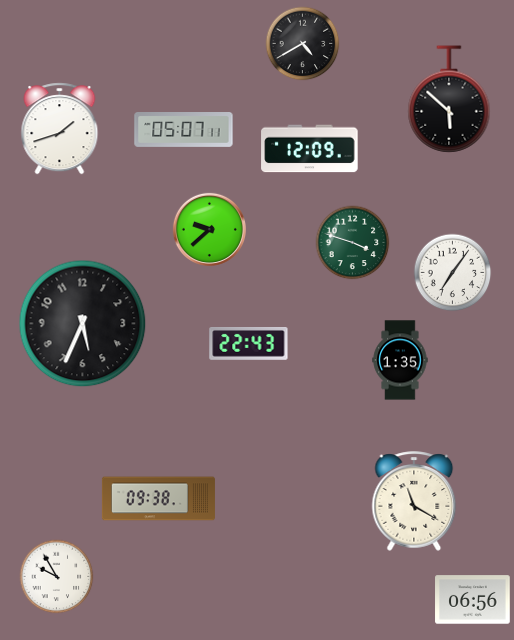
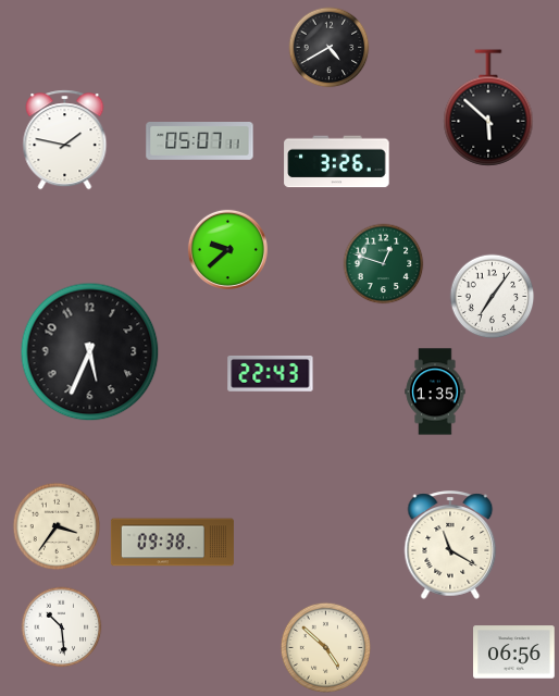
clock at (60, 129): 1:42 -> 1:47
clock at (310, 149): 12:09 -> 3:26
clock at (353, 243): 3:48 -> 12:48
clock at (57, 526): none -> 3:36
clock at (57, 577): 9:55 -> 10:29
clock at (325, 647): none -> 4:52
